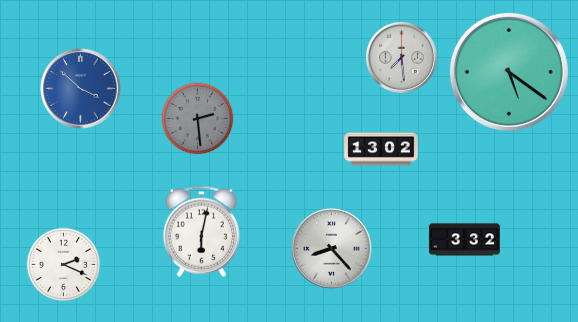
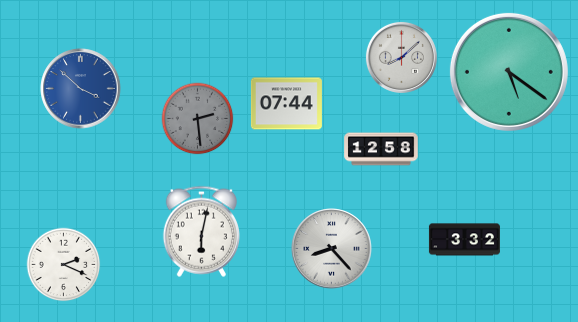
clock at (401, 57): 7:29 -> 8:08
clock at (286, 104): none -> 07:44
clock at (381, 149): 13:02 -> 12:58
